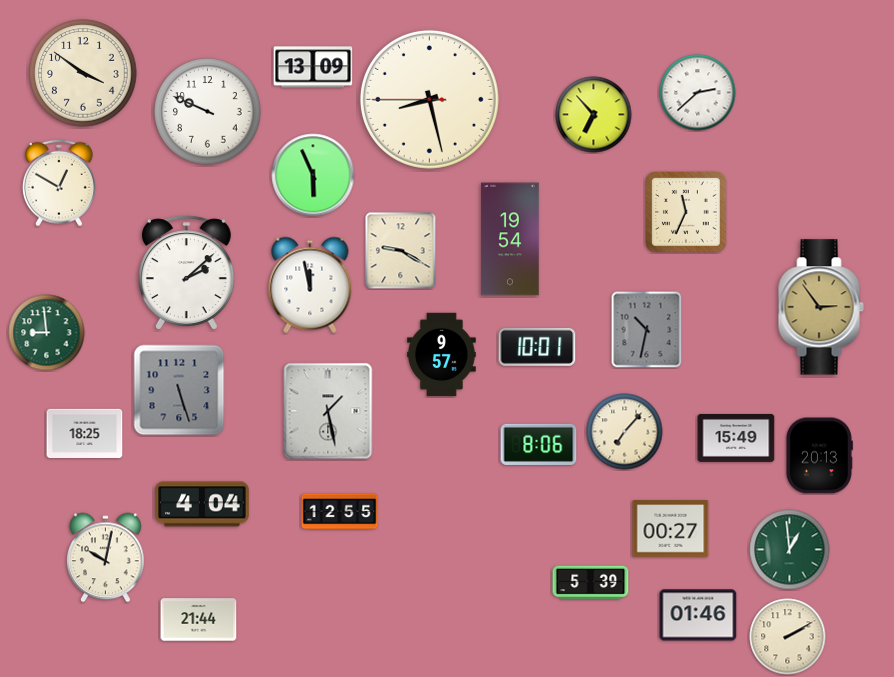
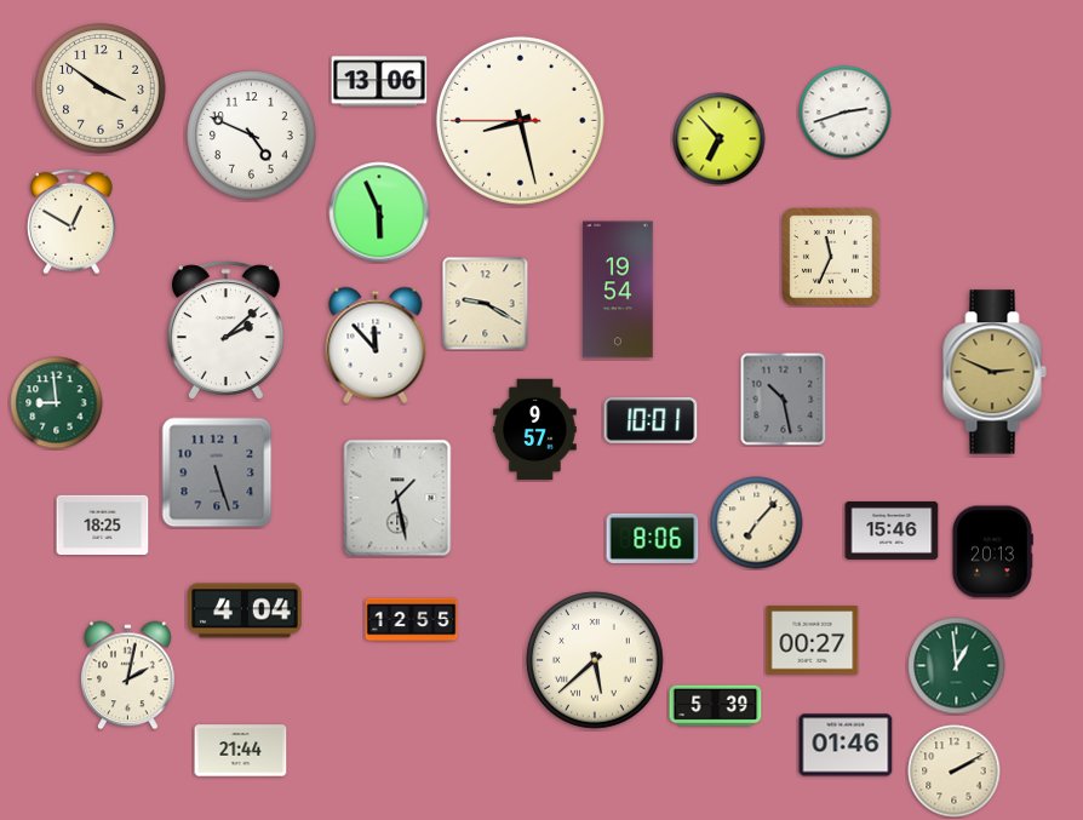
clock at (313, 67): 13:09 -> 13:06
clock at (698, 93): 2:38 -> 2:42
clock at (208, 112): 9:49 -> 4:49
clock at (310, 285): 11:58 -> 11:53
clock at (821, 307): 2:54 -> 2:49
clock at (647, 329): 10:32 -> 10:28
clock at (736, 438): 15:49 -> 15:46
clock at (595, 660): none -> 5:38
clock at (106, 558): 10:02 -> 2:02
